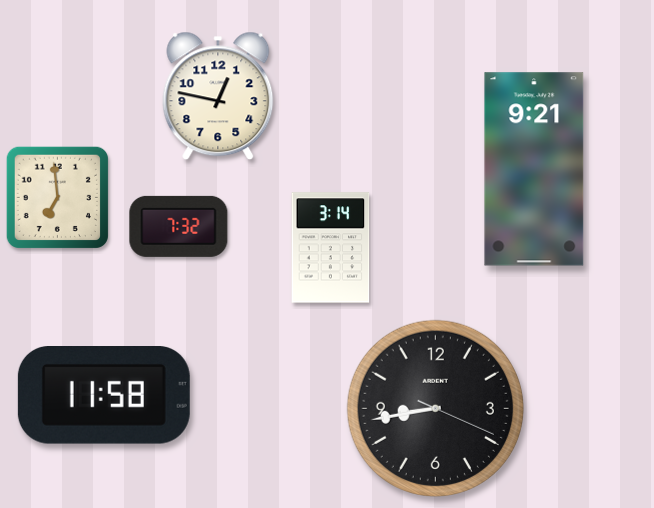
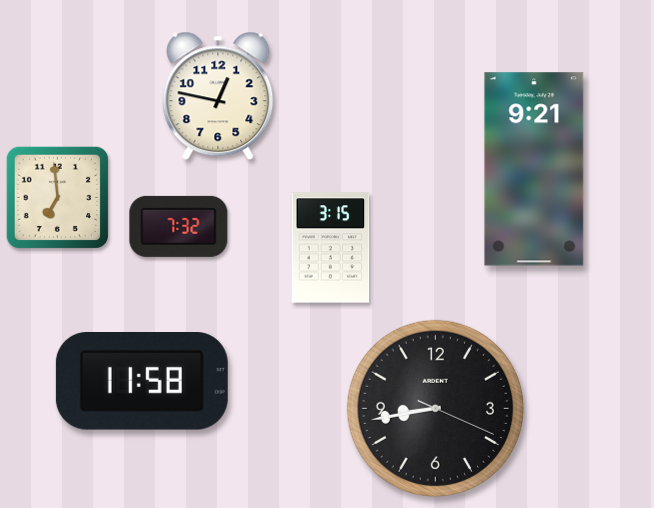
clock at (331, 248): 3:14 -> 3:15
clock at (104, 396) position: (104, 396) -> (142, 382)
